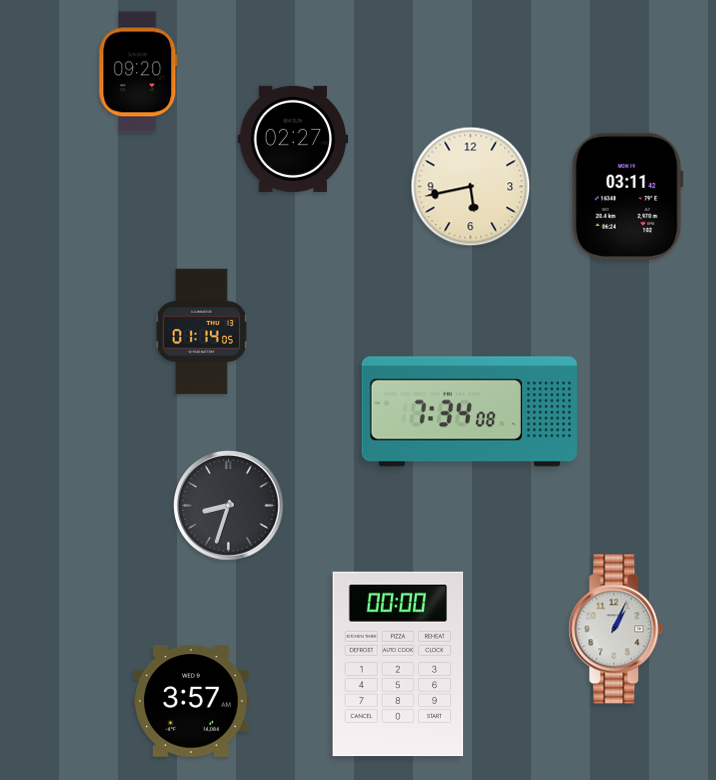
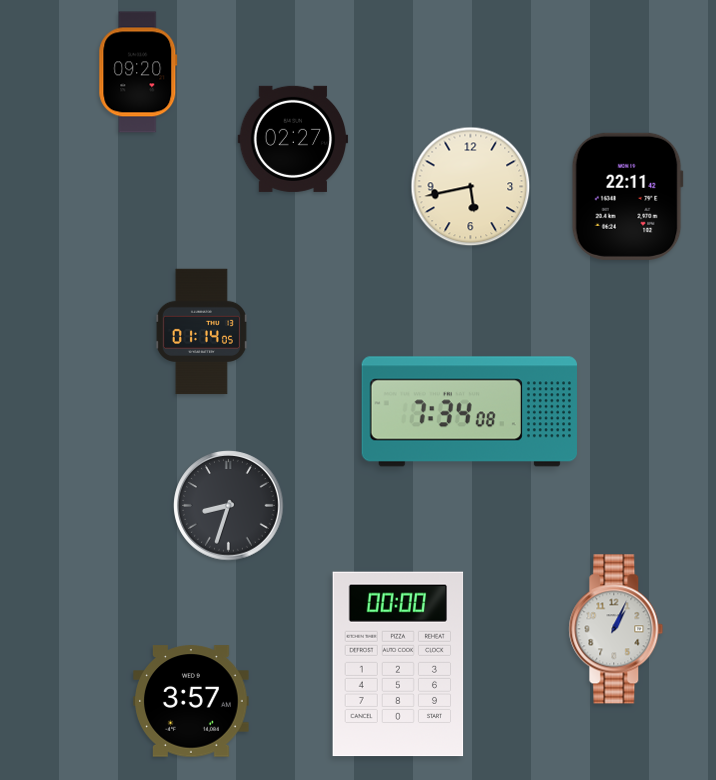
clock at (627, 196): 03:11 -> 22:11
